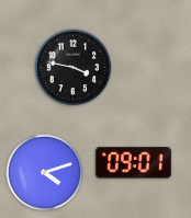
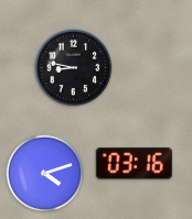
clock at (74, 68): 3:47 -> 8:47
clock at (133, 163): 09:01 -> 03:16
